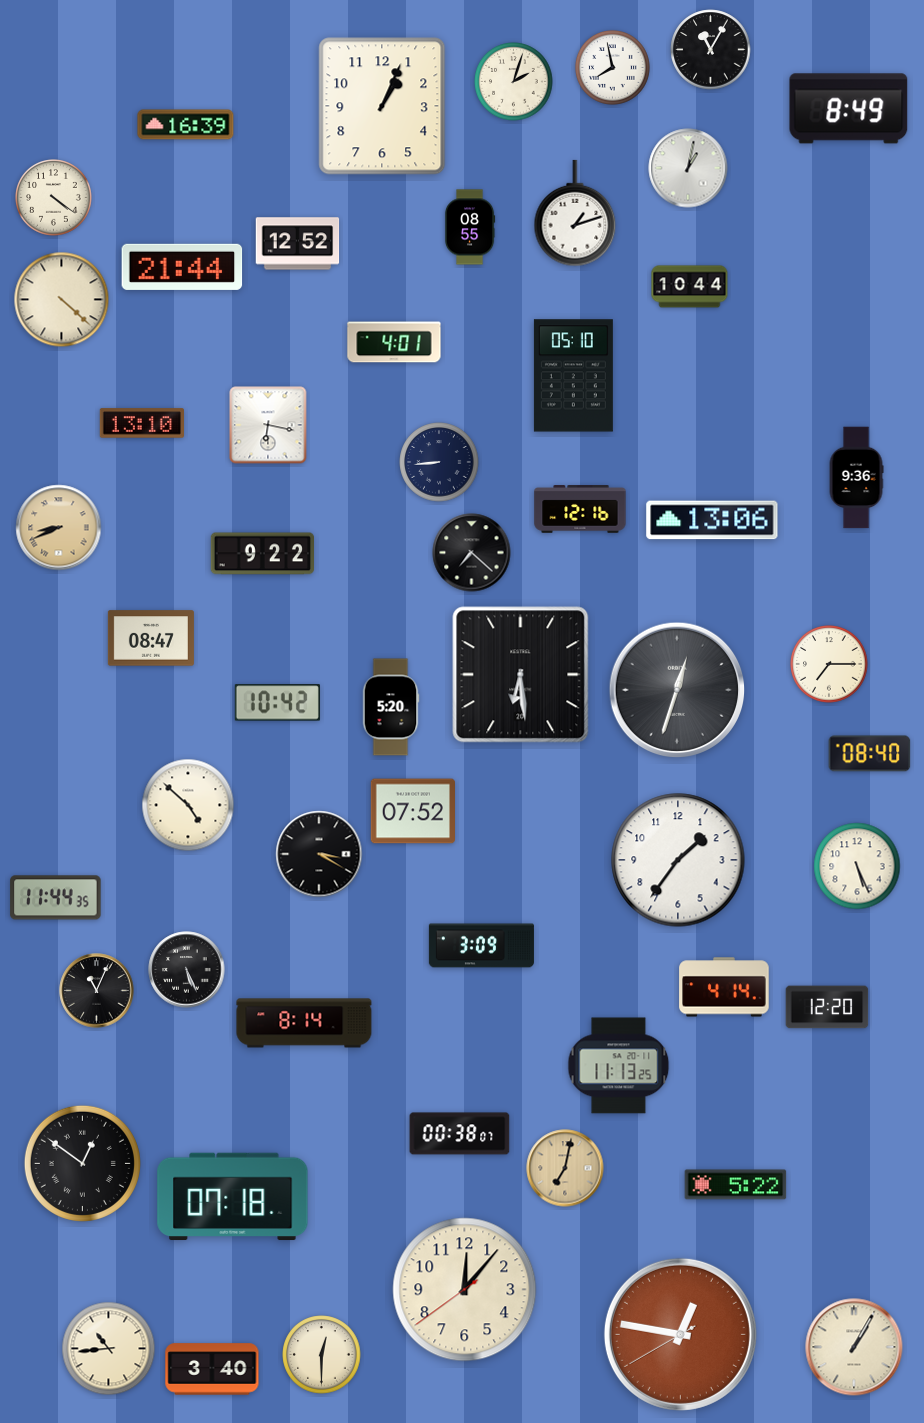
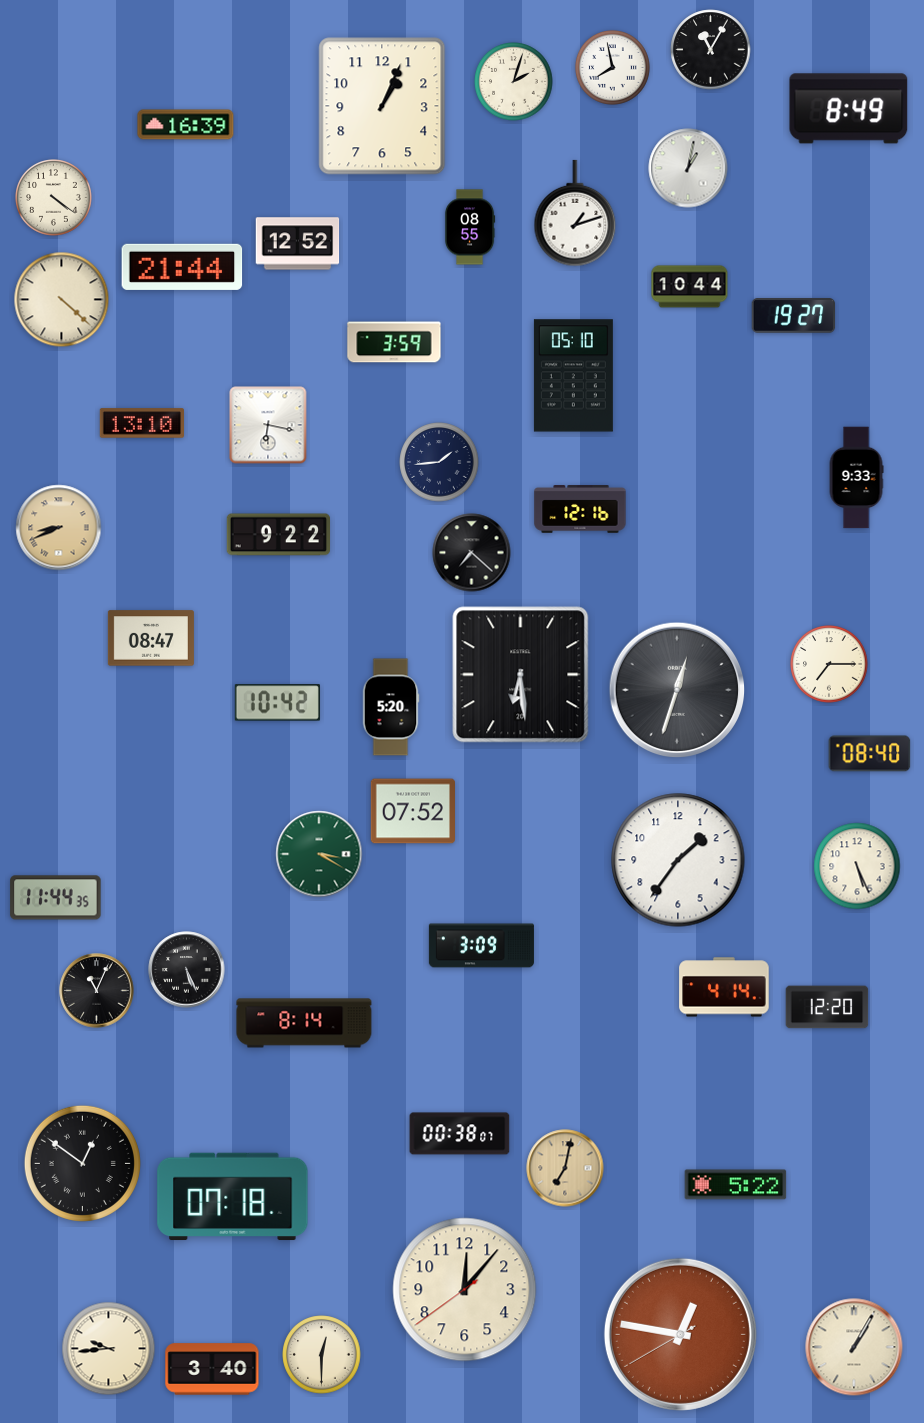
clock at (794, 316): none -> 19:27
clock at (394, 342): 4:01 -> 3:59
clock at (439, 462): 8:44 -> 1:44
clock at (856, 478): 9:36 -> 9:33
clock at (712, 520): 13:06 -> none
clock at (262, 554) position: (262, 554) -> (278, 535)
clock at (188, 805): 4:52 -> none
clock at (319, 854) dial: black -> green
clock at (619, 1066): 11:13 -> none
clock at (109, 1349): 10:44 -> 9:44
